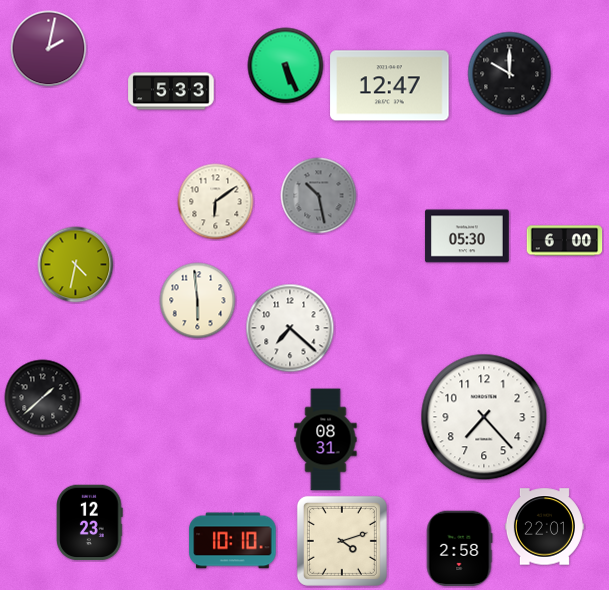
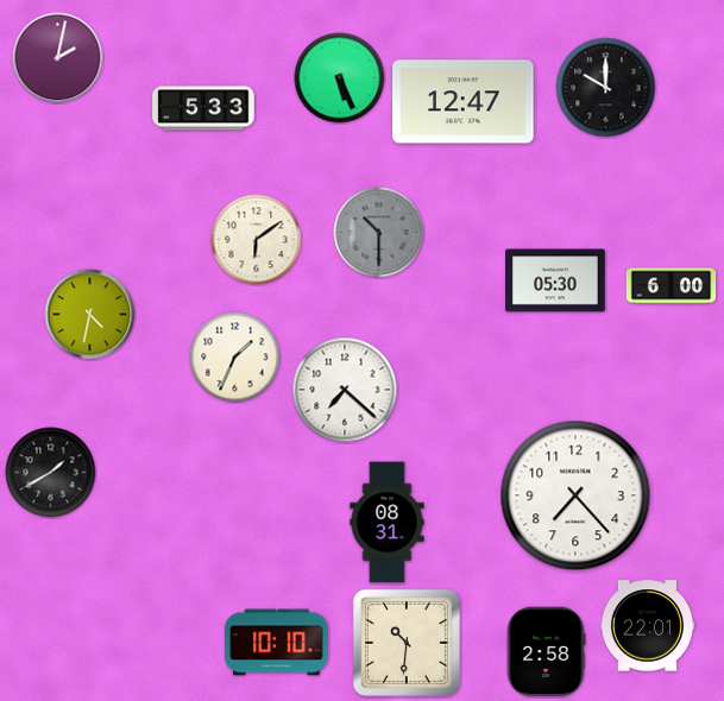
clock at (319, 196): 10:28 -> 10:30
clock at (198, 301): 5:59 -> 1:34
clock at (43, 398): 1:38 -> 1:40
clock at (90, 523): 12:23 -> none
clock at (342, 541): 4:12 -> 10:31
